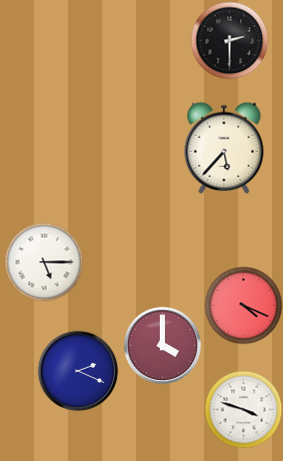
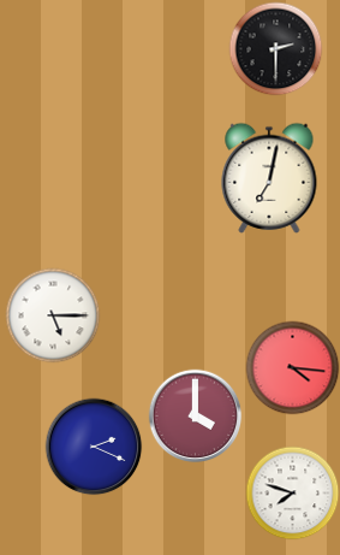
clock at (224, 148): 5:37 -> 7:02
clock at (243, 305): 4:19 -> 4:16
clock at (243, 409): 3:48 -> 7:48
